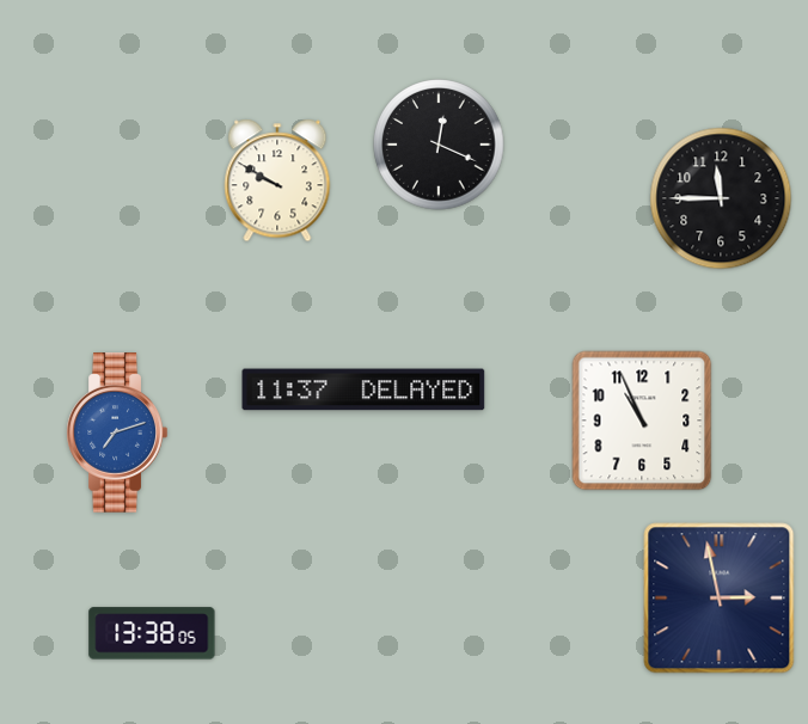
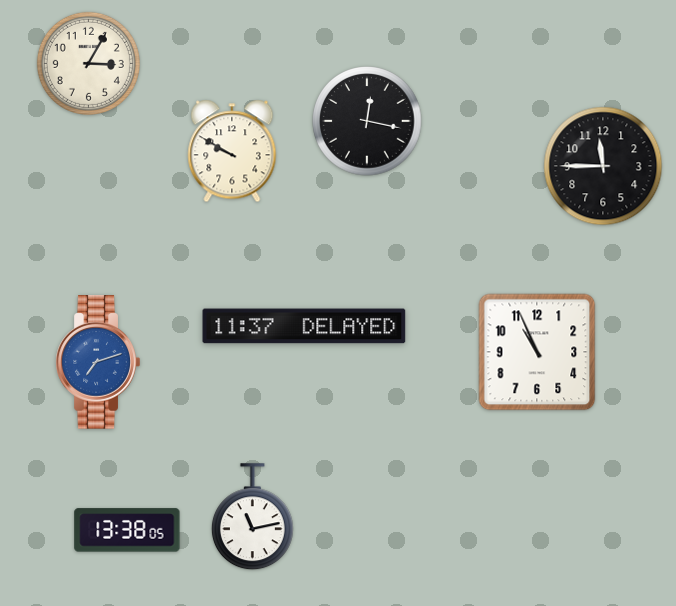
clock at (88, 63): none -> 3:05
clock at (439, 145): 12:19 -> 12:17
clock at (720, 599): 2:58 -> none
clock at (252, 517): none -> 11:13
